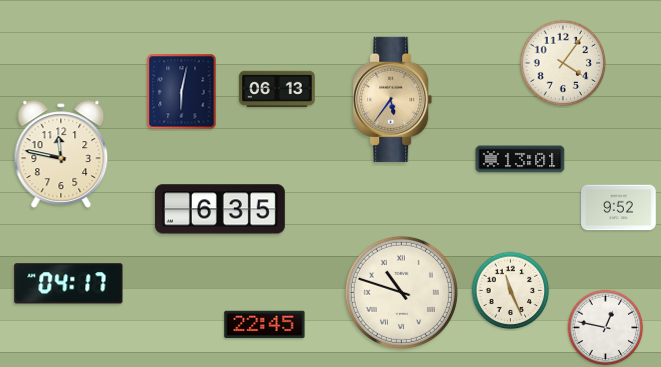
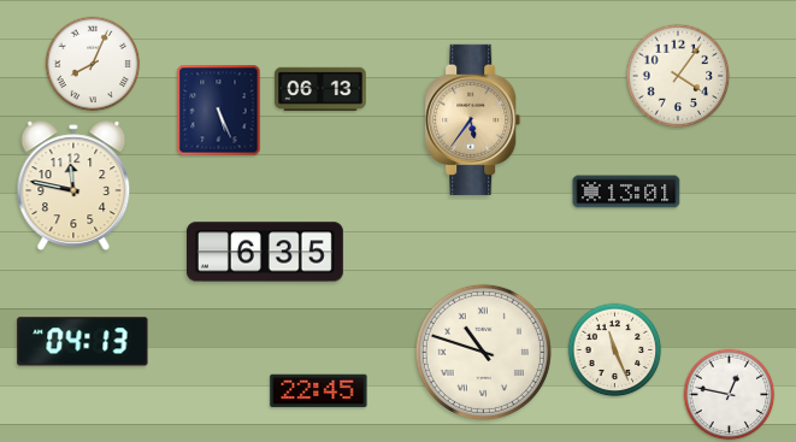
clock at (93, 64): none -> 8:04
clock at (277, 88) position: (277, 88) -> (320, 88)
clock at (182, 92): 6:02 -> 5:26
clock at (619, 208): 9:52 -> none
clock at (69, 284): 04:17 -> 04:13
